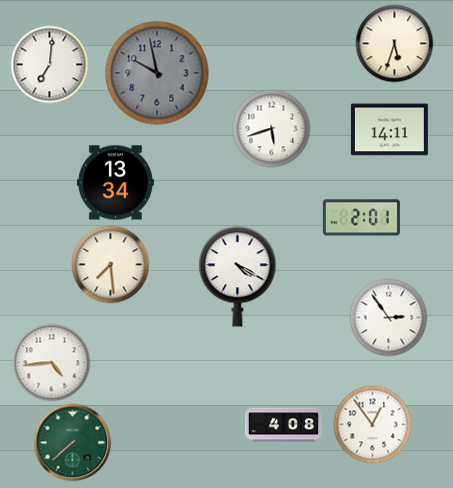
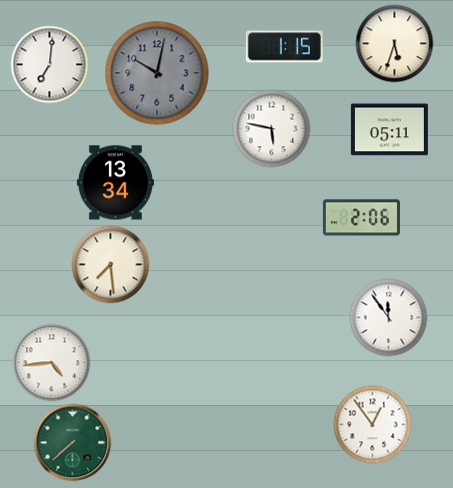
clock at (284, 47): none -> 1:15
clock at (157, 73): 9:58 -> 10:02
clock at (271, 128): 5:42 -> 5:47
clock at (389, 130): 14:11 -> 05:11
clock at (361, 218): 2:01 -> 2:06
clock at (238, 277): 4:20 -> none
clock at (388, 317): 2:54 -> 11:54
clock at (283, 425): 4:08 -> none
